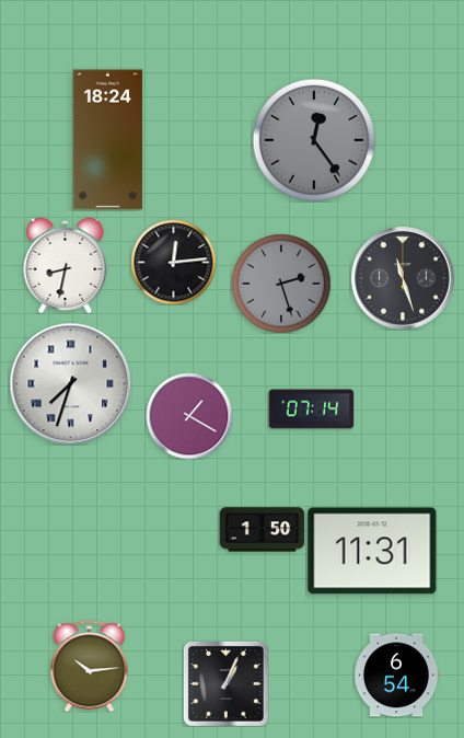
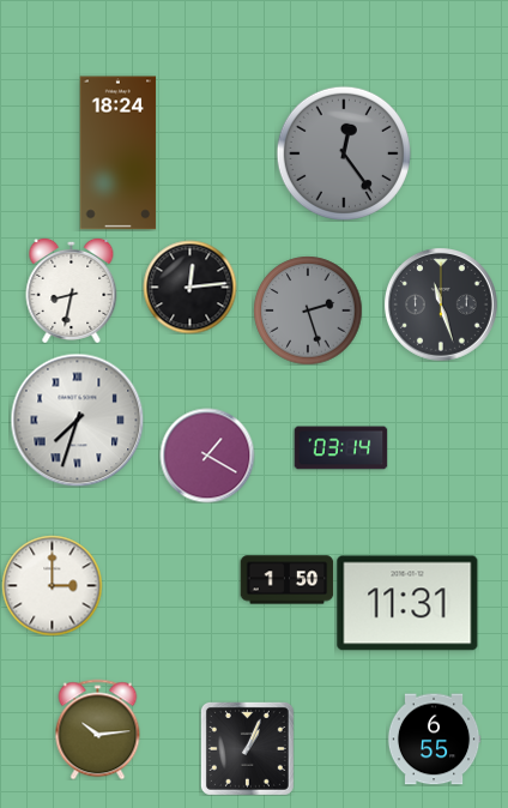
clock at (311, 410): 07:14 -> 03:14
clock at (52, 585): none -> 3:00
clock at (396, 676): 6:54 -> 6:55
